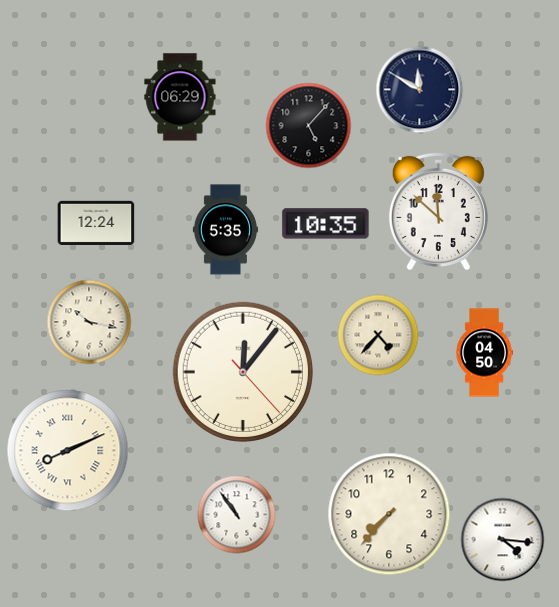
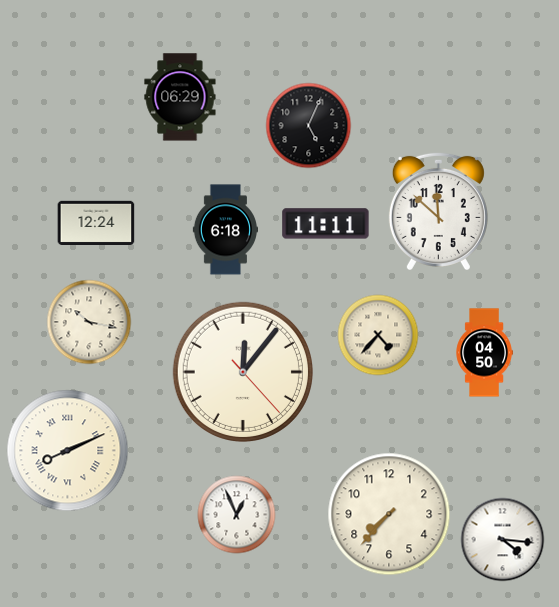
clock at (420, 90): 11:50 -> none
clock at (309, 126): 5:07 -> 5:04
clock at (326, 224): 10:35 -> 11:11
clock at (225, 230): 5:35 -> 6:18
clock at (237, 515): 10:54 -> 12:56
